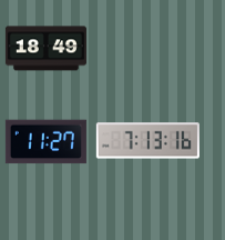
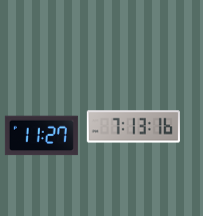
clock at (45, 49): 18:49 -> none
clock at (45, 142) position: (45, 142) -> (41, 136)
